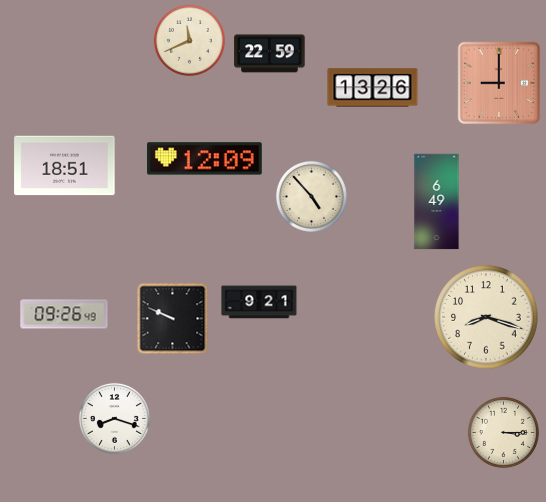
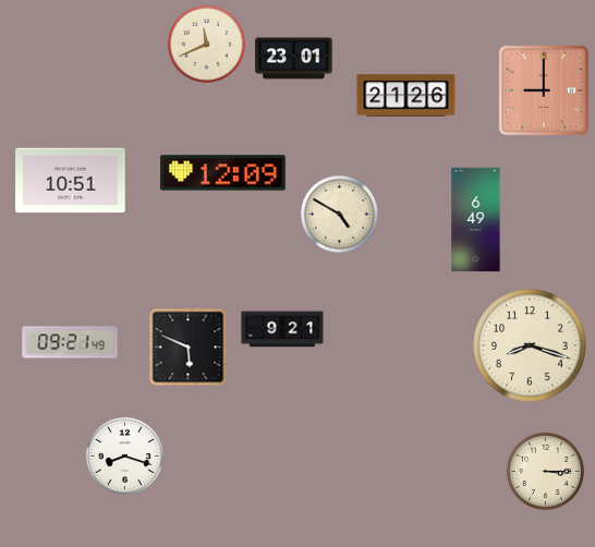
clock at (270, 54): 22:59 -> 23:01
clock at (373, 88): 13:26 -> 21:26
clock at (65, 166): 18:51 -> 10:51
clock at (311, 196): 4:53 -> 4:50
clock at (64, 314): 09:26 -> 09:21
clock at (173, 319): 9:49 -> 5:49
clock at (503, 432) position: (503, 432) -> (545, 471)
